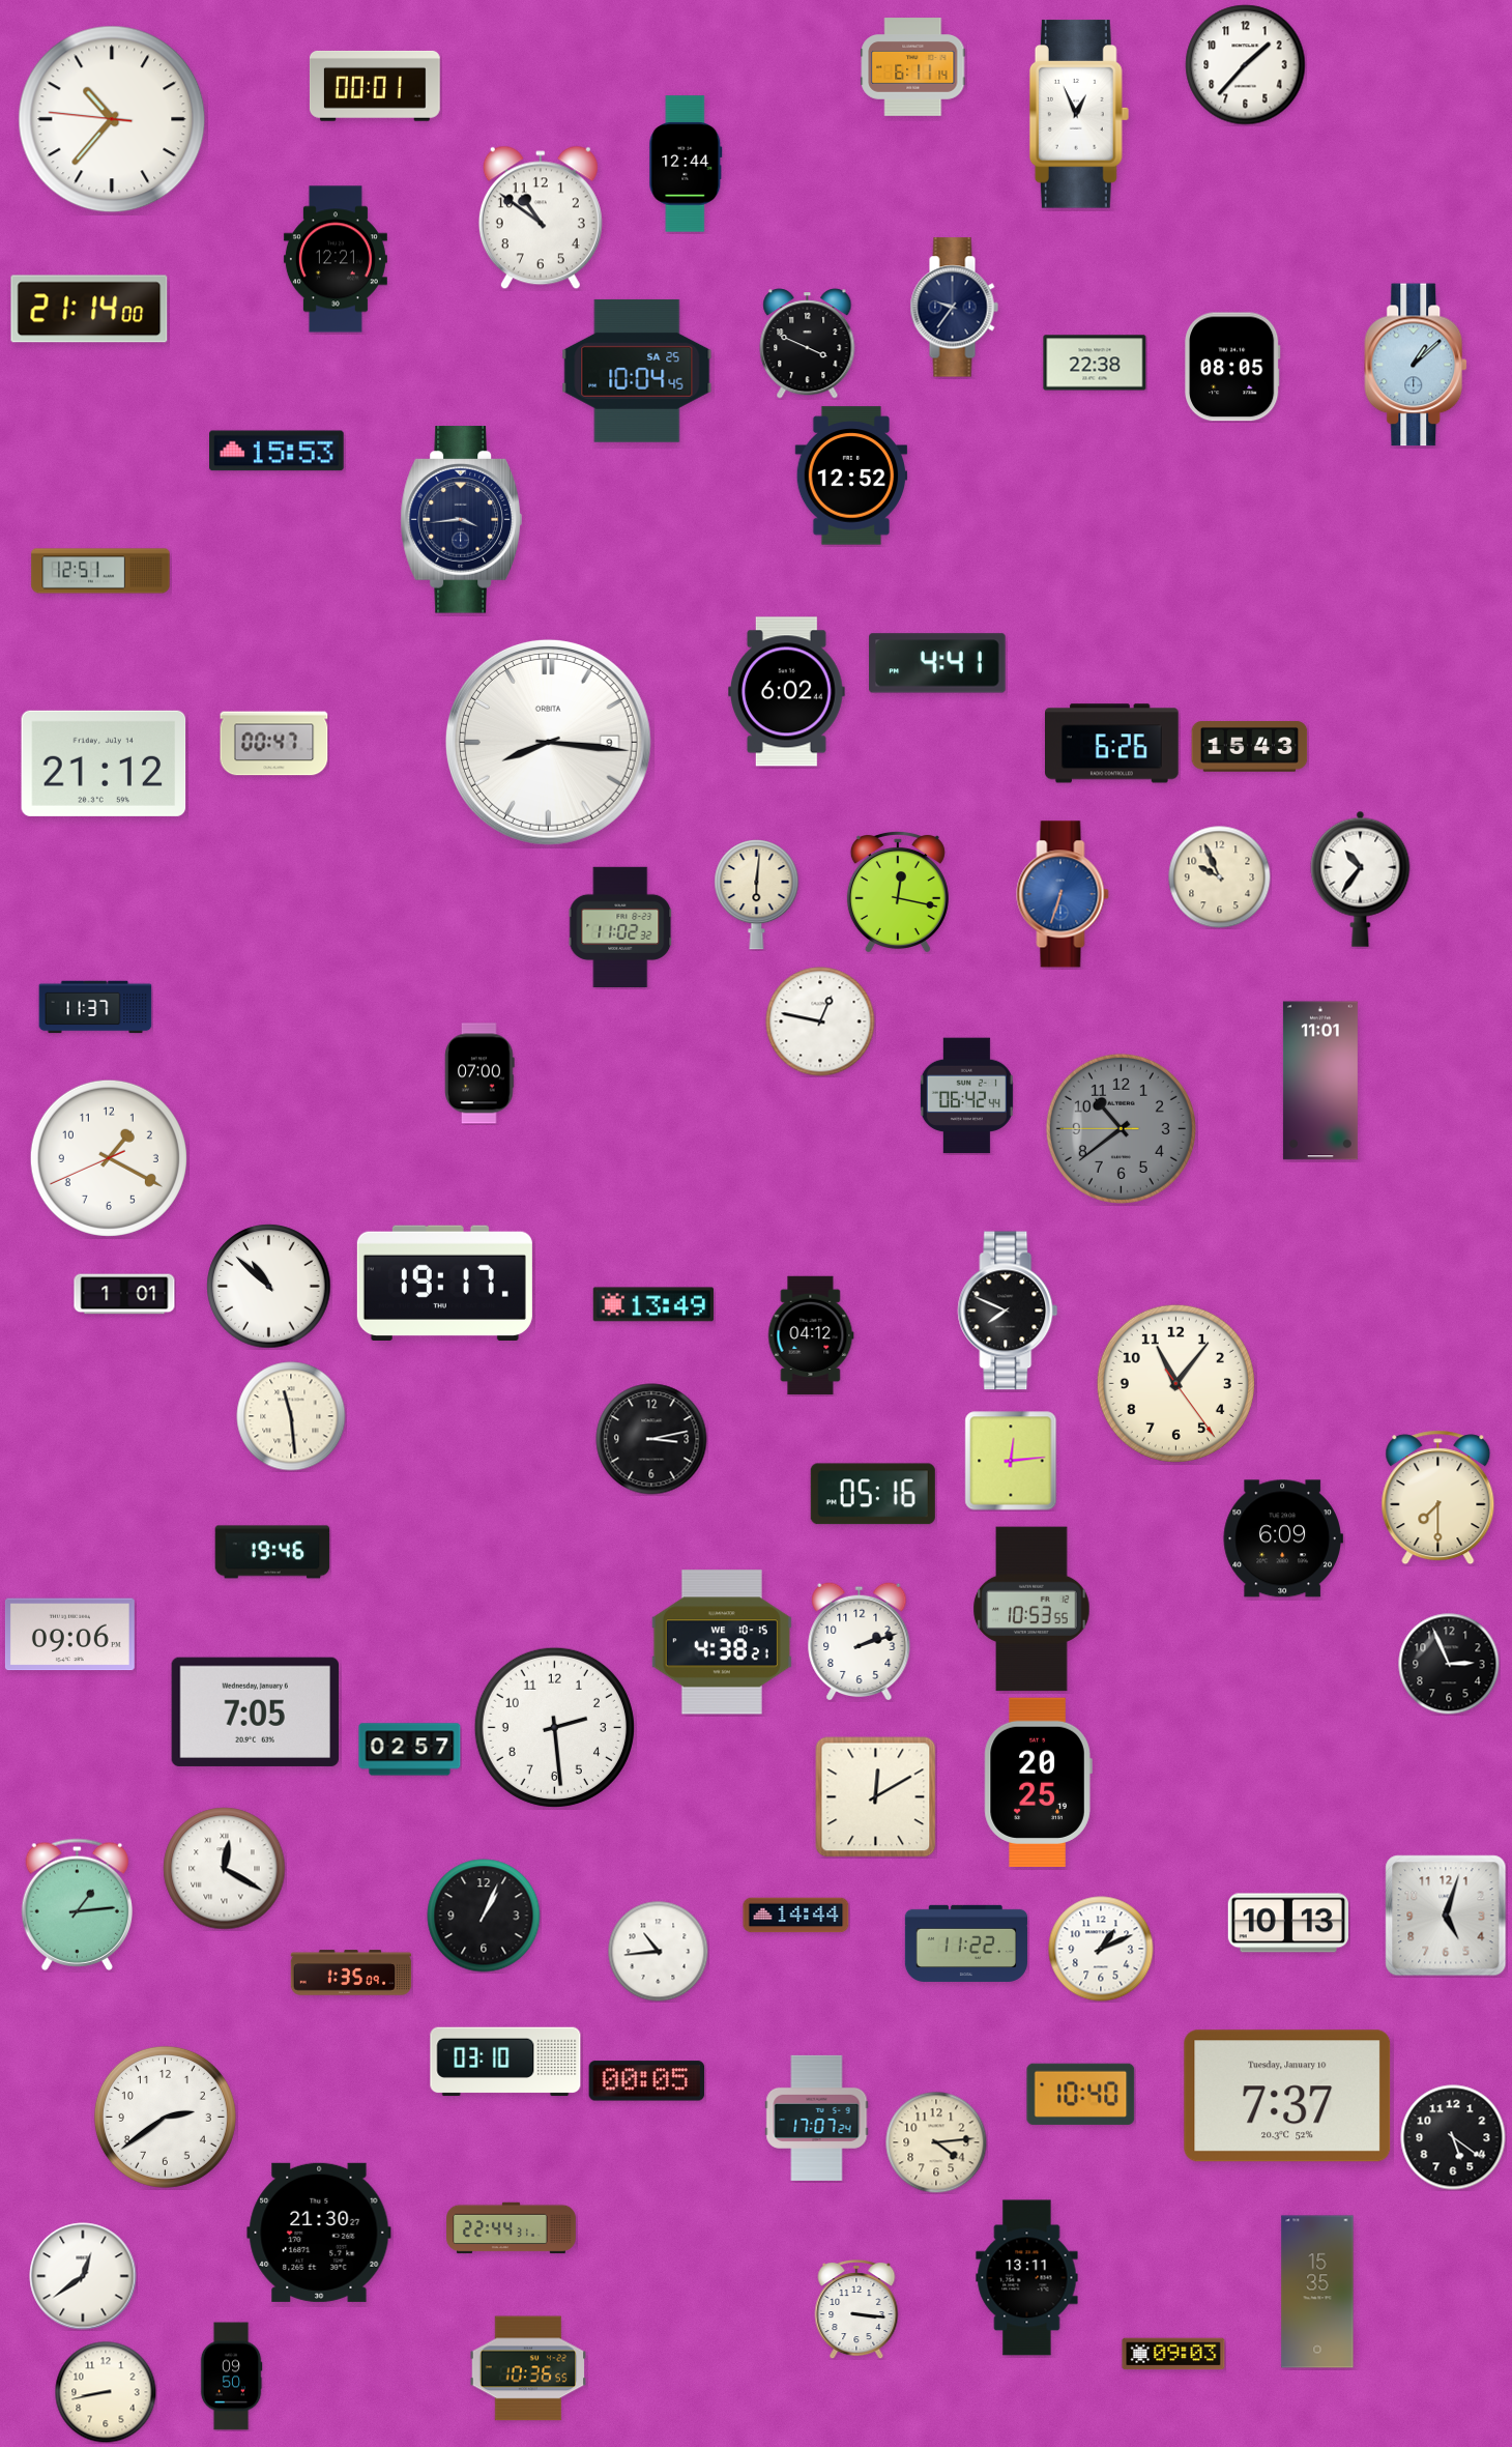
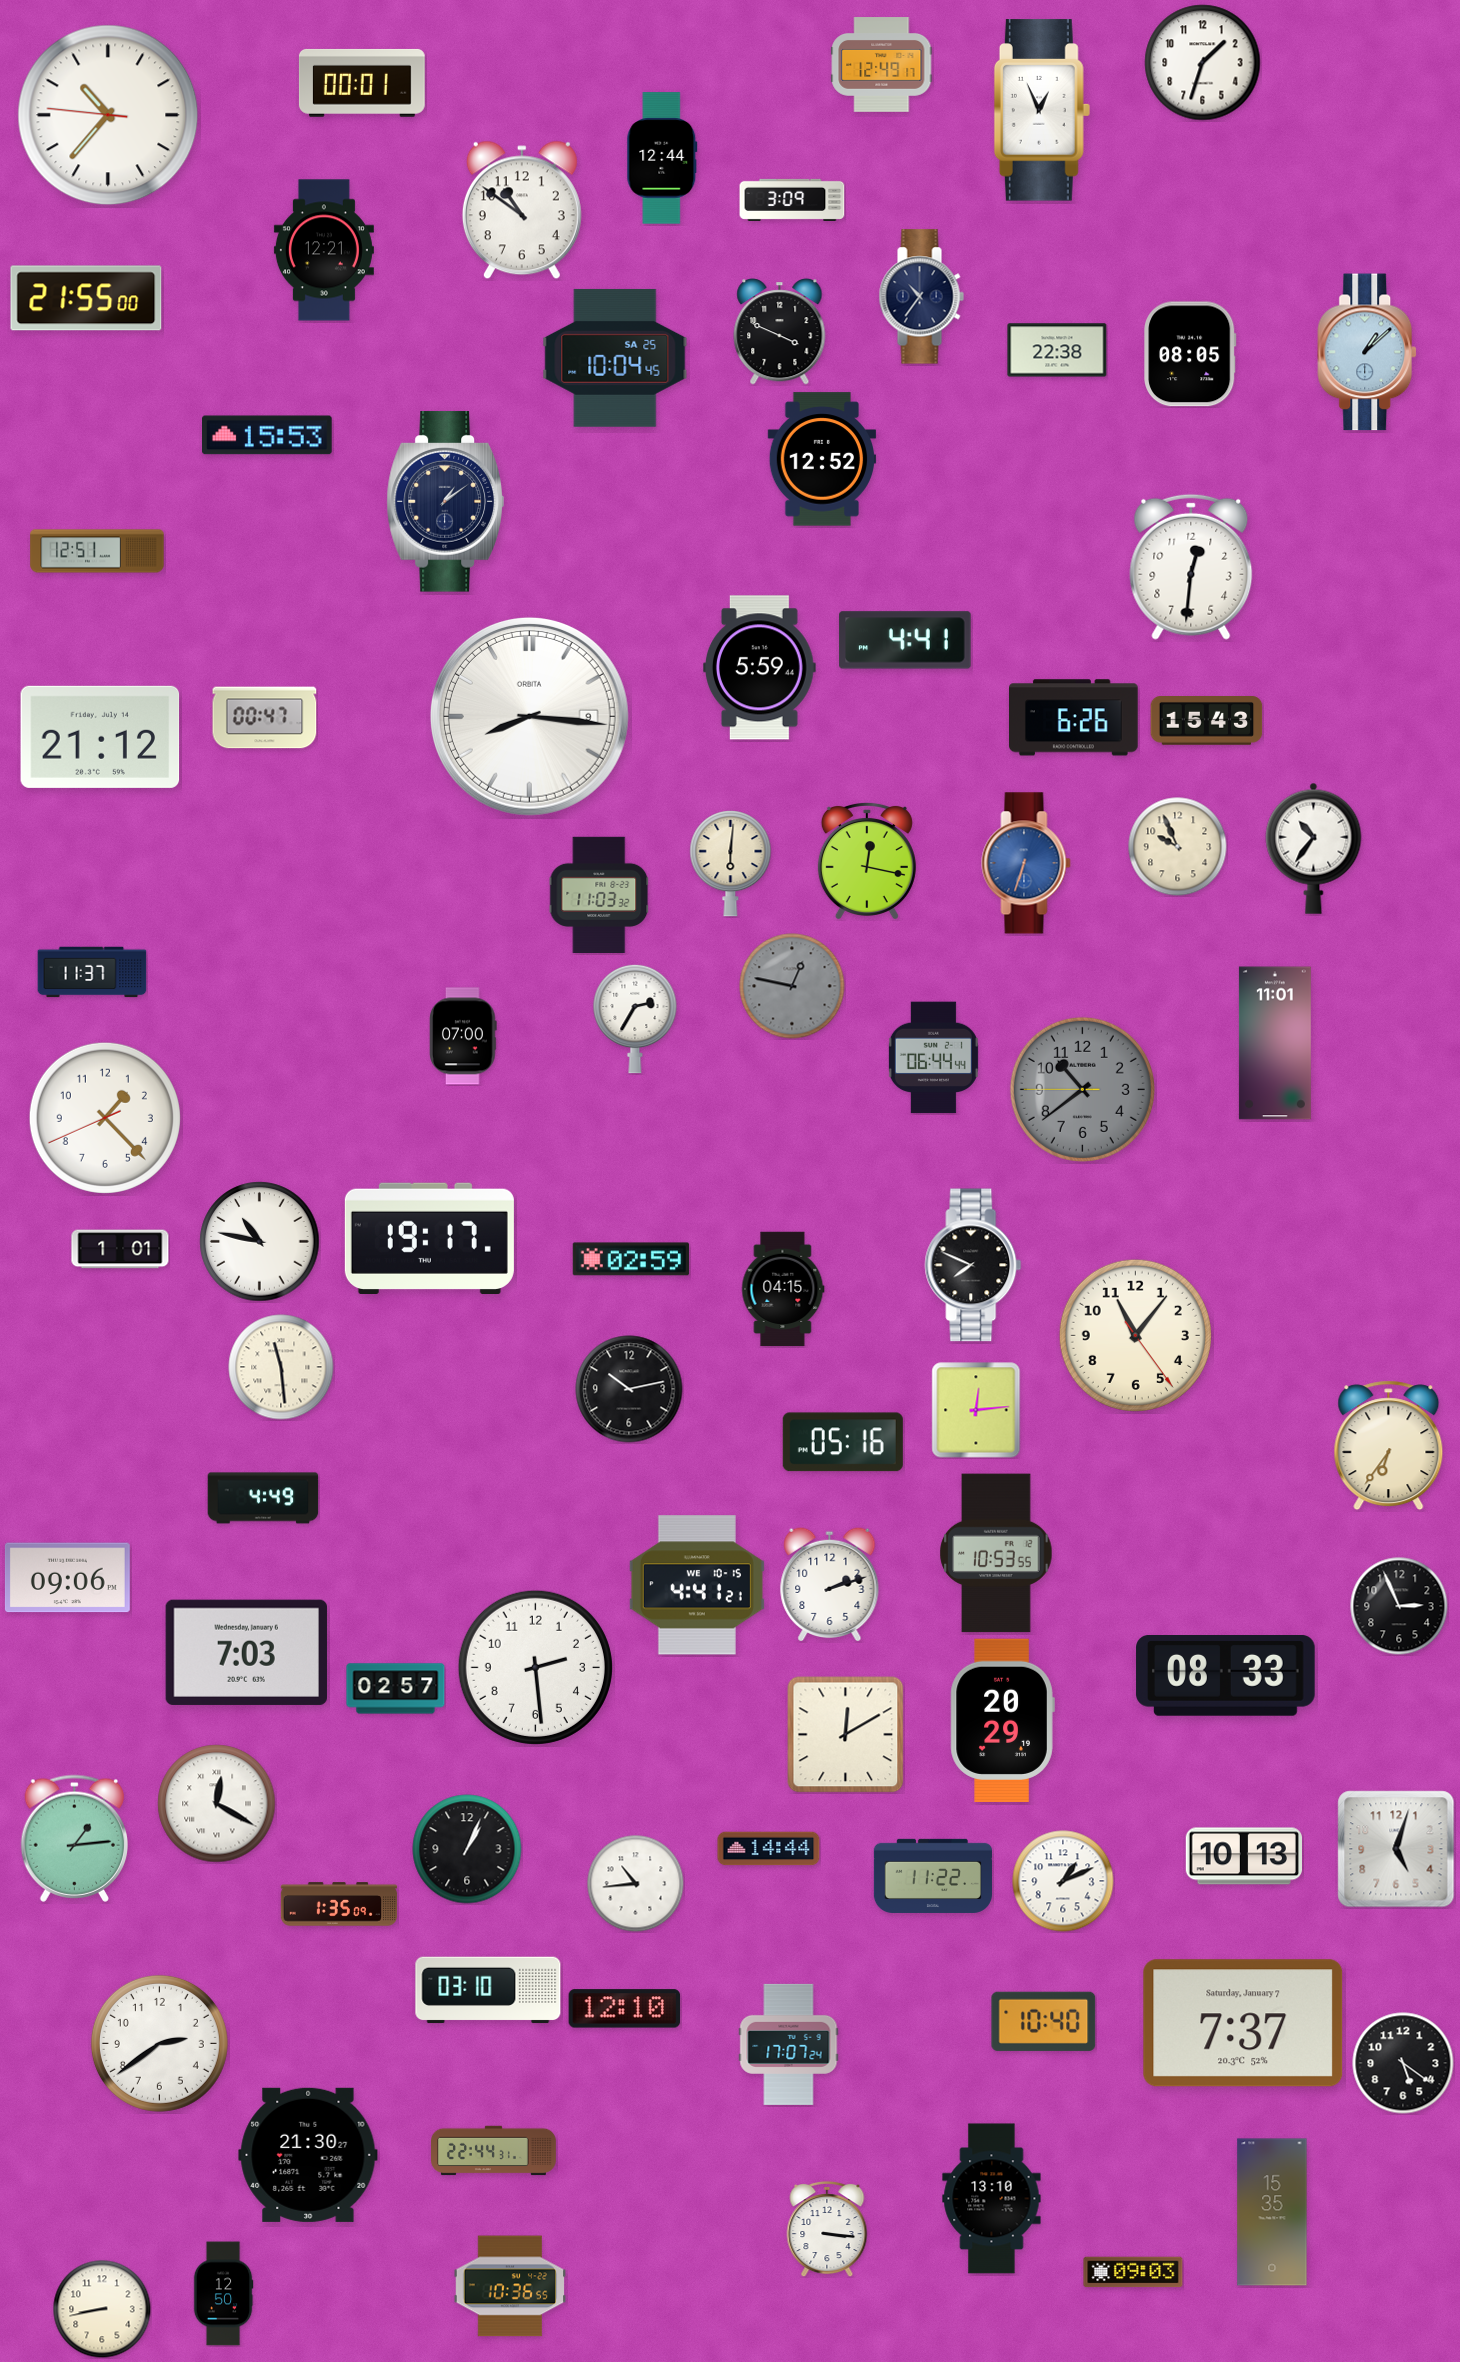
clock at (1246, 65): 1:37 -> 1:33
clock at (913, 67): 6:11 -> 12:49
clock at (792, 200): none -> 3:09
clock at (954, 308): 9:36 -> 10:36
clock at (89, 309): 21:14 -> 21:55
clock at (461, 520): 3:44 -> 1:09
clock at (1191, 567): none -> 12:31
clock at (787, 692): 6:02 -> 5:59
clock at (620, 926): 11:02 -> 11:03
clock at (820, 1021) dial: white -> grey
clock at (635, 1019): none -> 2:35
clock at (966, 1096): 06:42 -> 06:44
clock at (109, 1158): 1:19 -> 1:22
clock at (269, 1287): 10:52 -> 10:47
clock at (653, 1304): 13:49 -> 02:59
clock at (811, 1335): 04:12 -> 04:15
clock at (651, 1439): 3:13 -> 10:13
clock at (1438, 1498): 7:30 -> 6:36
clock at (1283, 1538): 6:09 -> none
clock at (272, 1552): 19:46 -> 4:49
clock at (722, 1642): 4:38 -> 4:41
clock at (255, 1711): 7:05 -> 7:03
clock at (1226, 1676): none -> 08:33
clock at (1038, 1782): 20:25 -> 20:29
clock at (647, 2081): 00:05 -> 12:10
clock at (1287, 2096) date: Tuesday, January 10 -> Saturday, January 7
clock at (936, 2142): 4:14 -> none
clock at (83, 2276): 12:39 -> none
clock at (1027, 2278): 13:11 -> 13:10
clock at (231, 2377): 09:50 -> 12:50
